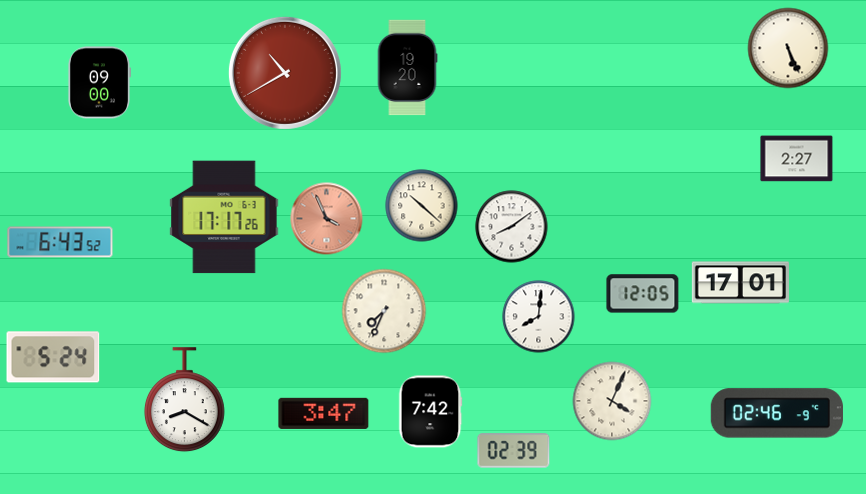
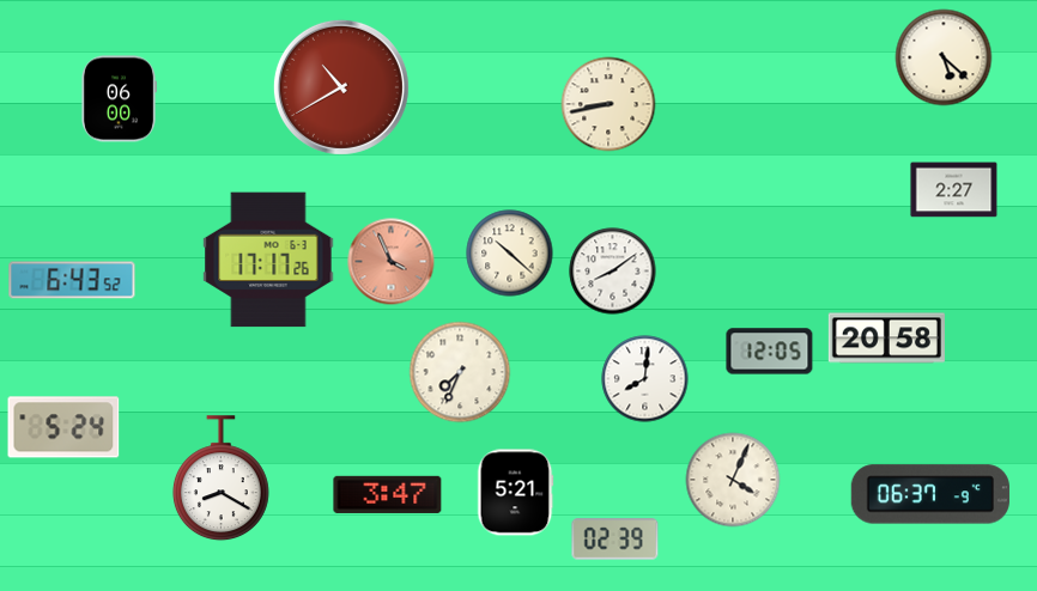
clock at (788, 48): 5:26 -> 5:22
clock at (407, 68): 19:20 -> none
clock at (99, 83): 09:00 -> 06:00
clock at (608, 104): none -> 8:43
clock at (422, 206) position: (422, 206) -> (510, 254)
clock at (60, 242) position: (60, 242) -> (72, 280)
clock at (740, 283): 17:01 -> 20:58
clock at (430, 412): 7:42 -> 5:21
clock at (777, 413): 02:46 -> 06:37
